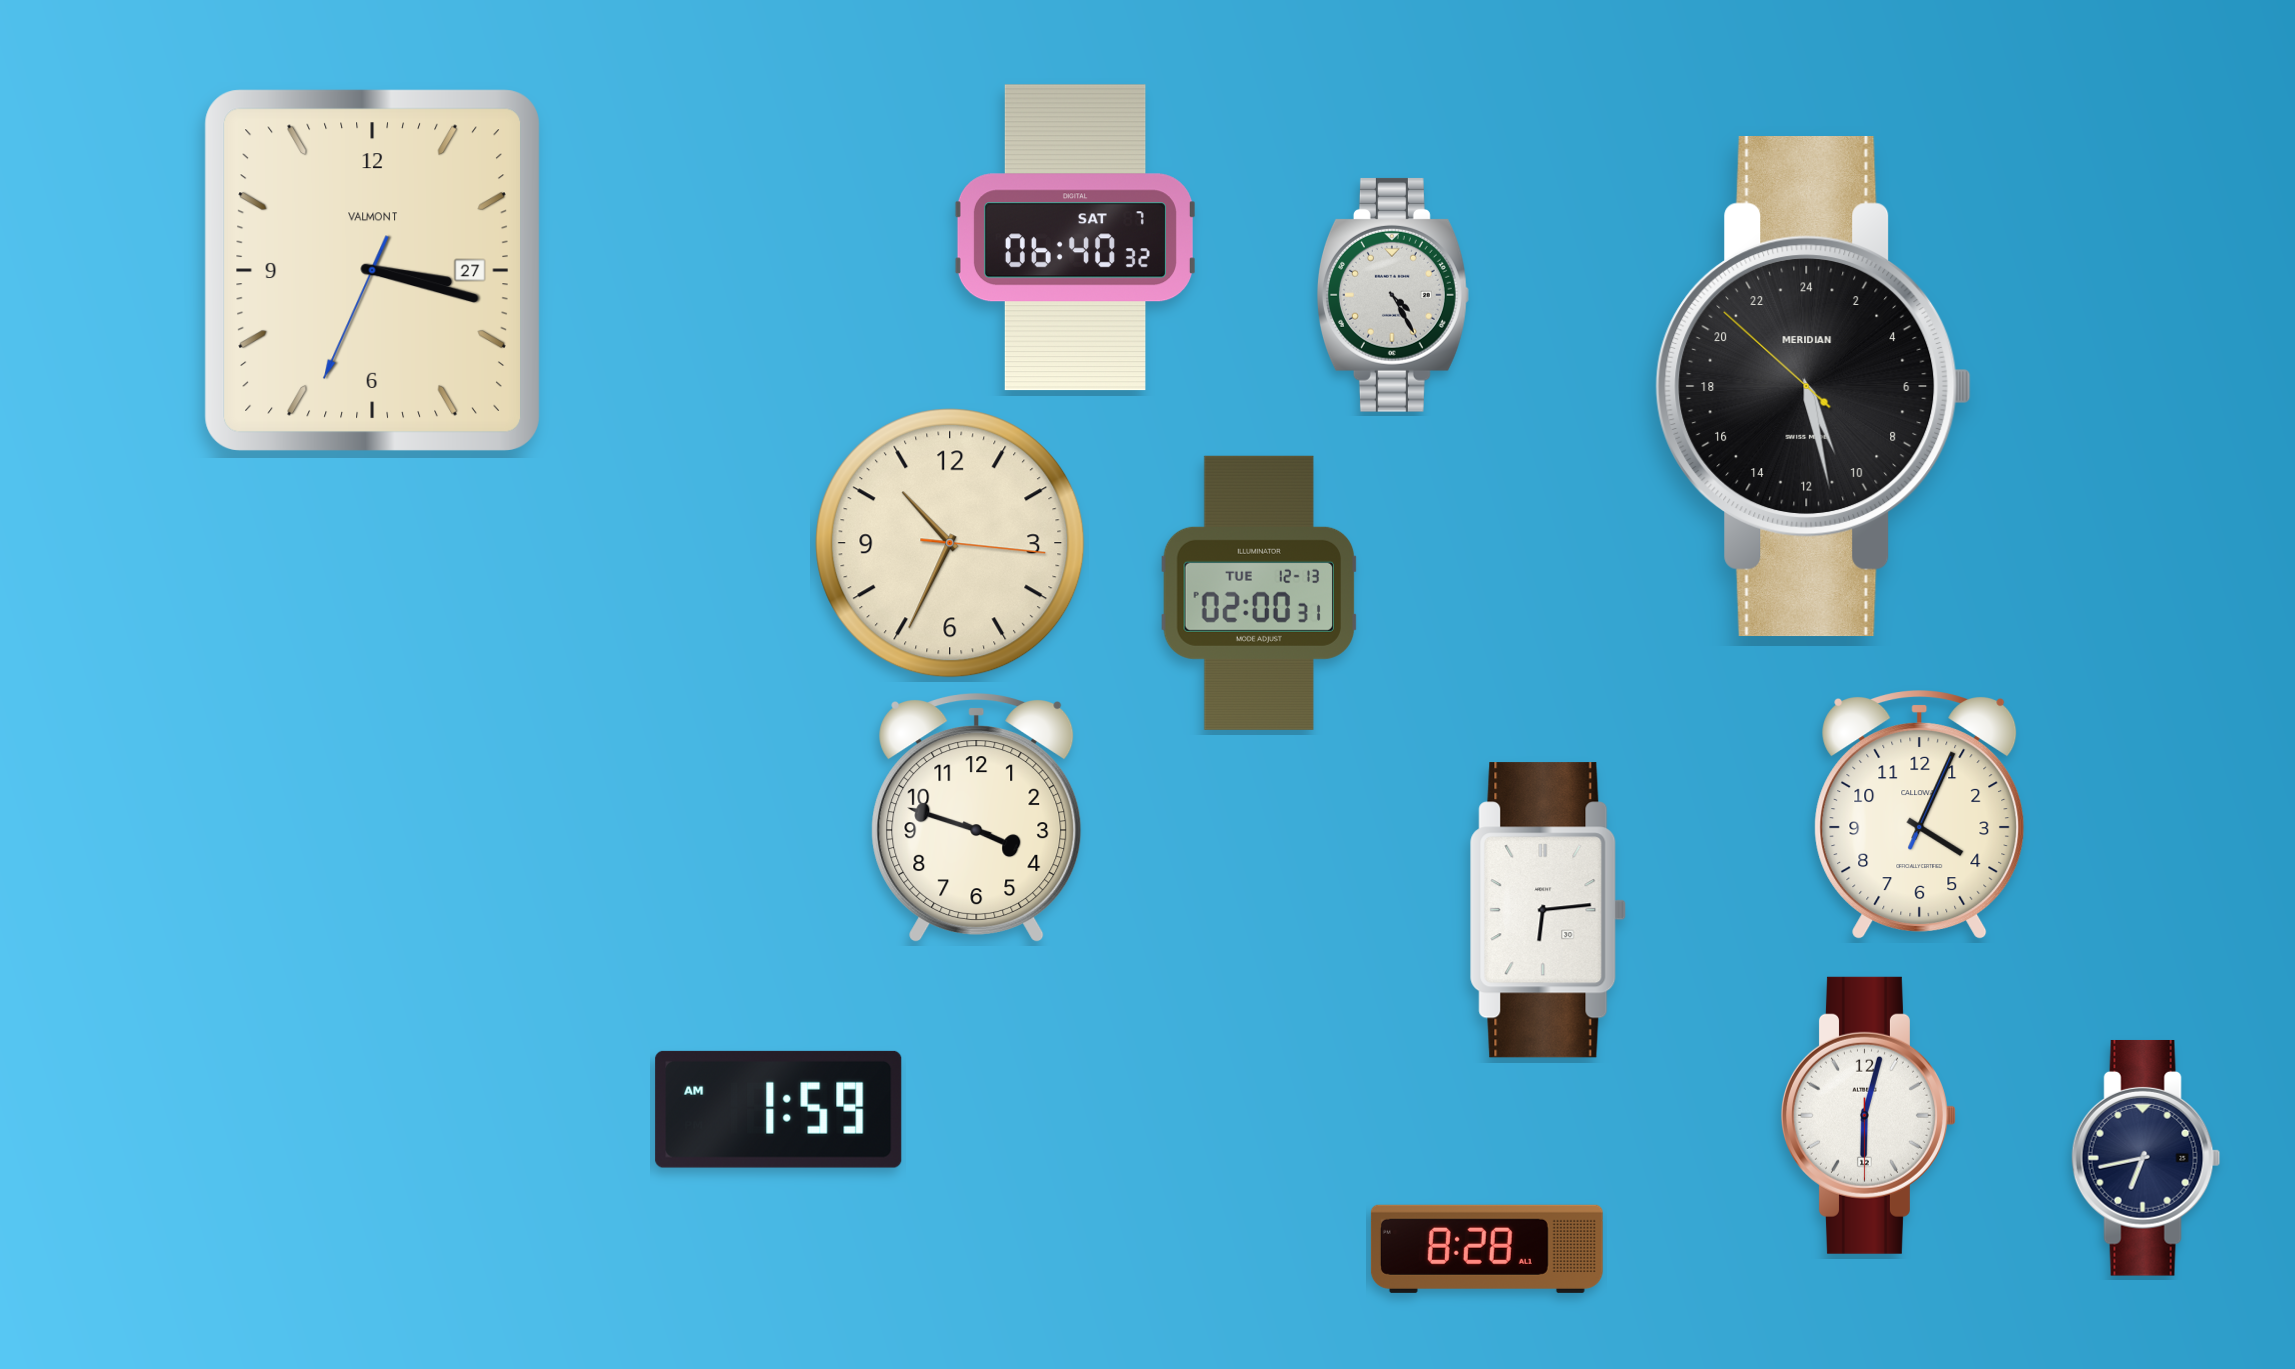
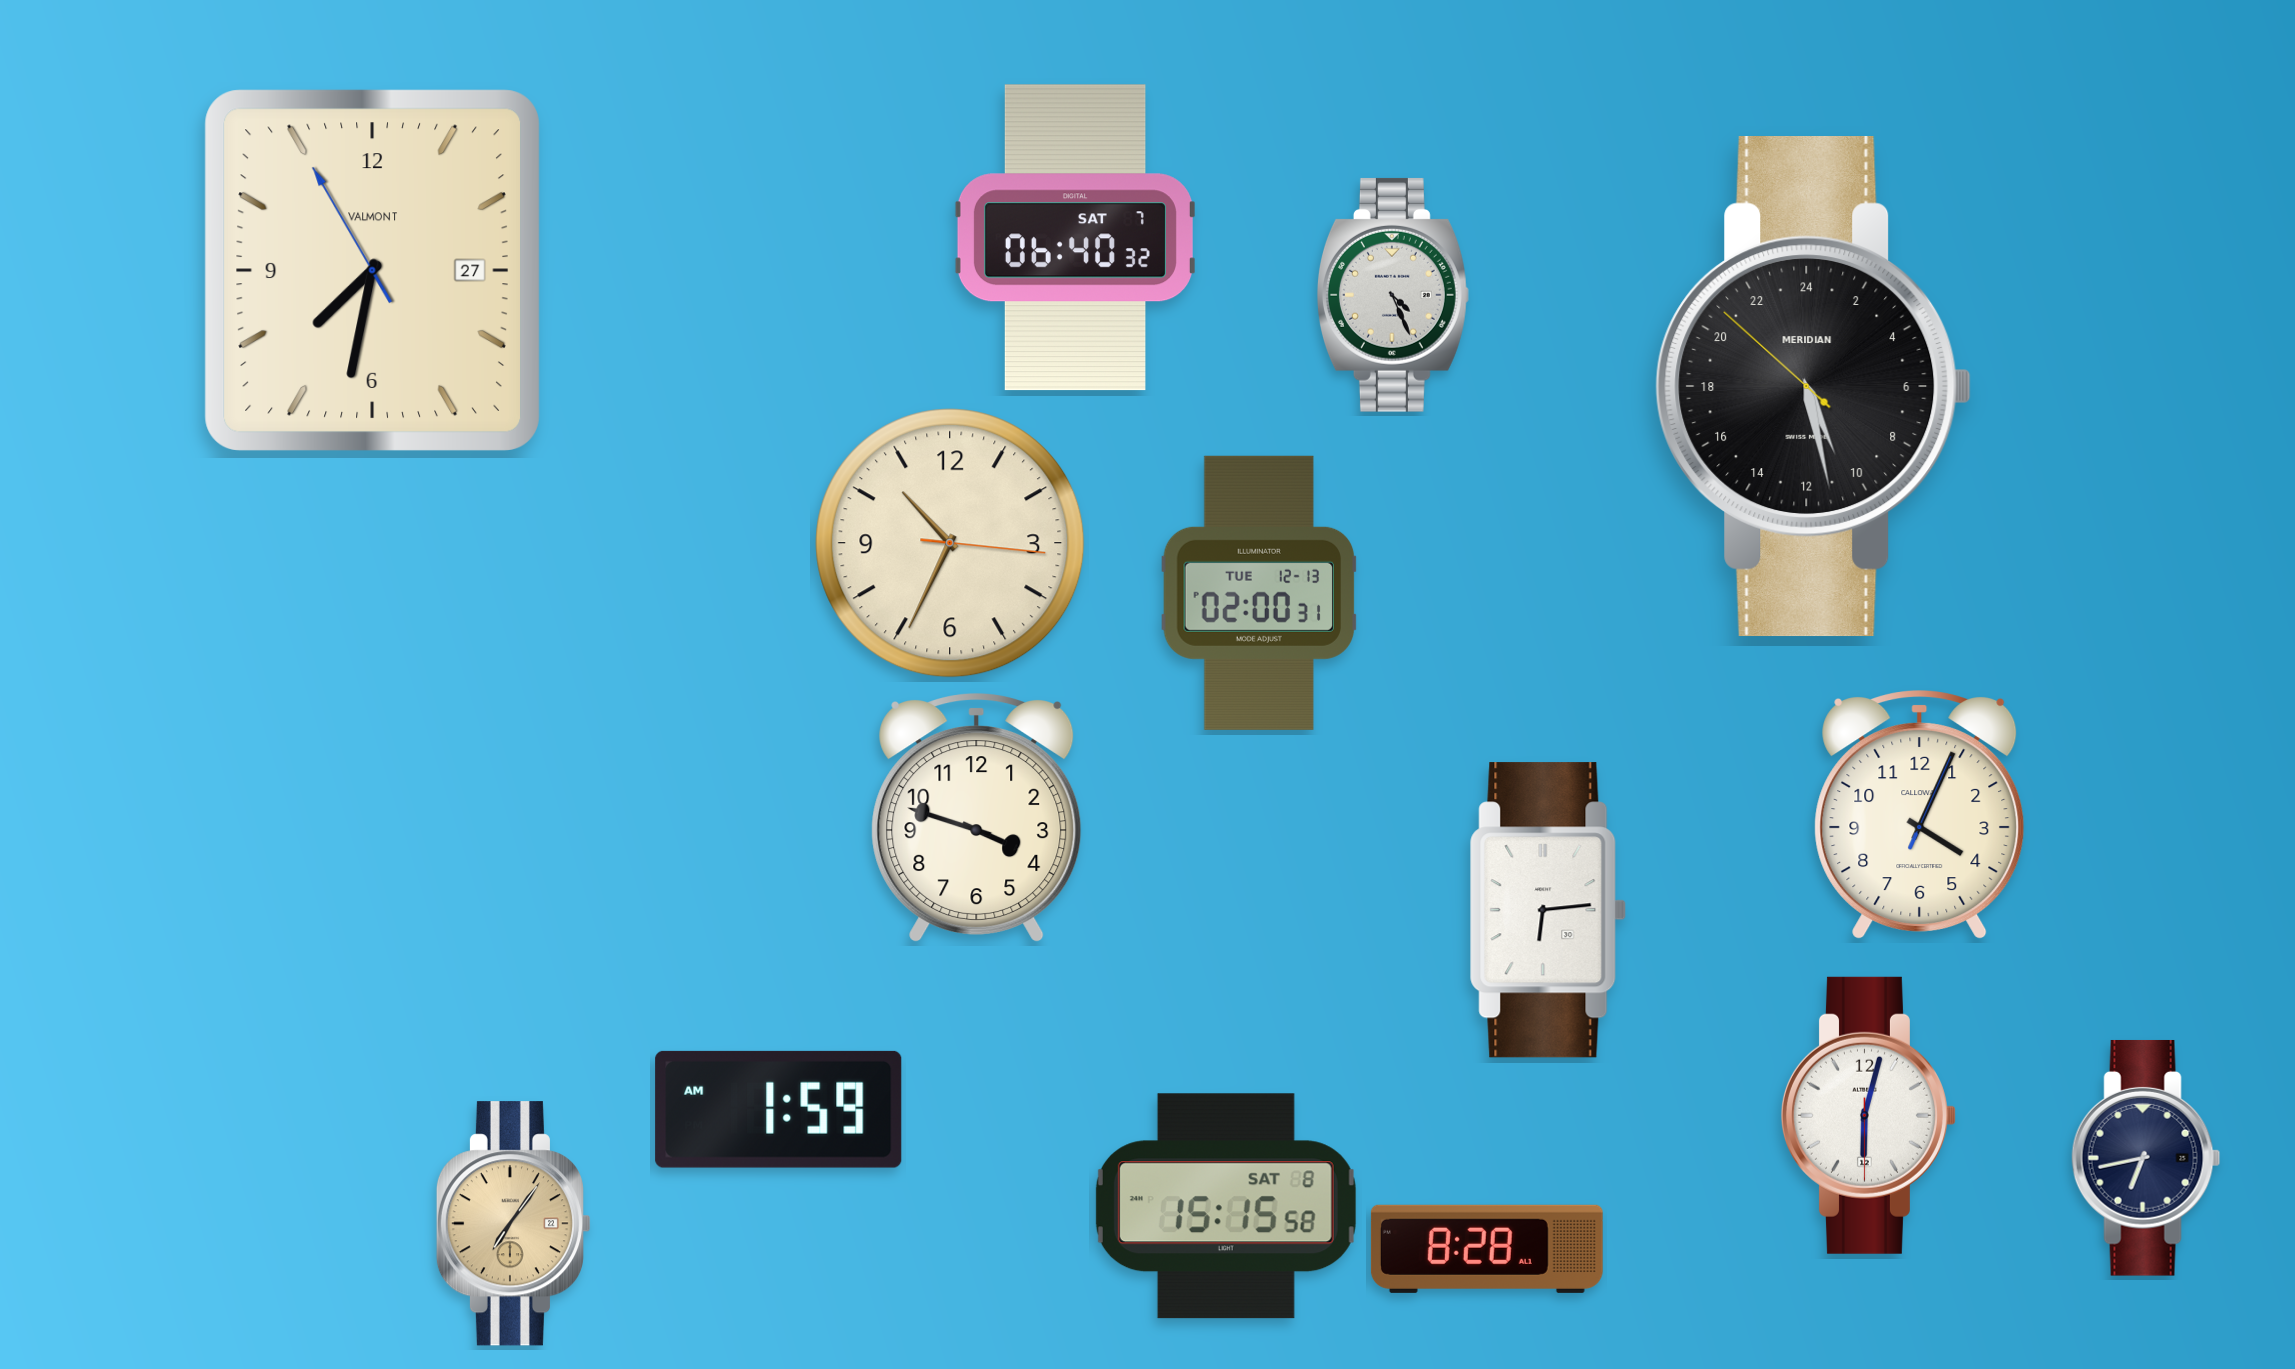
clock at (372, 270): 3:17 -> 7:31
clock at (1393, 295): 4:25 -> 4:26
clock at (1226, 1206): none -> 15:15
clock at (513, 1224): none -> 7:06
